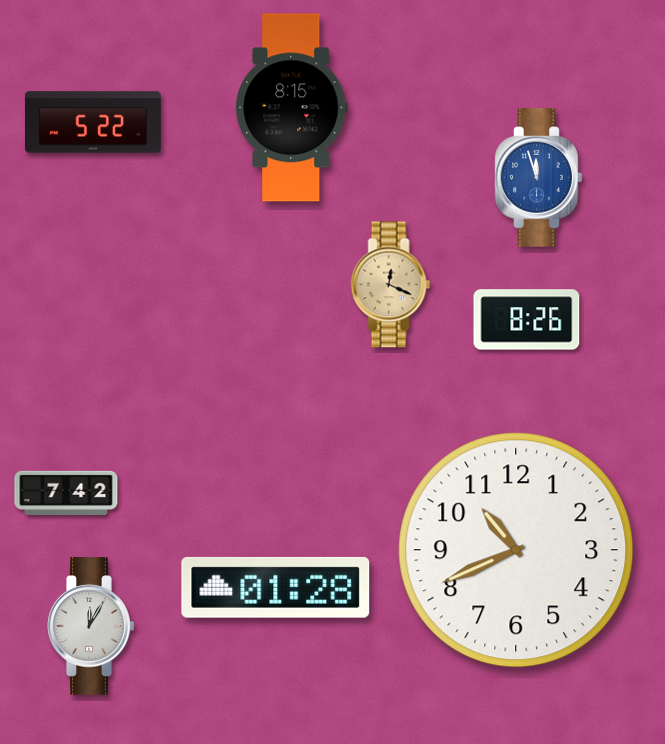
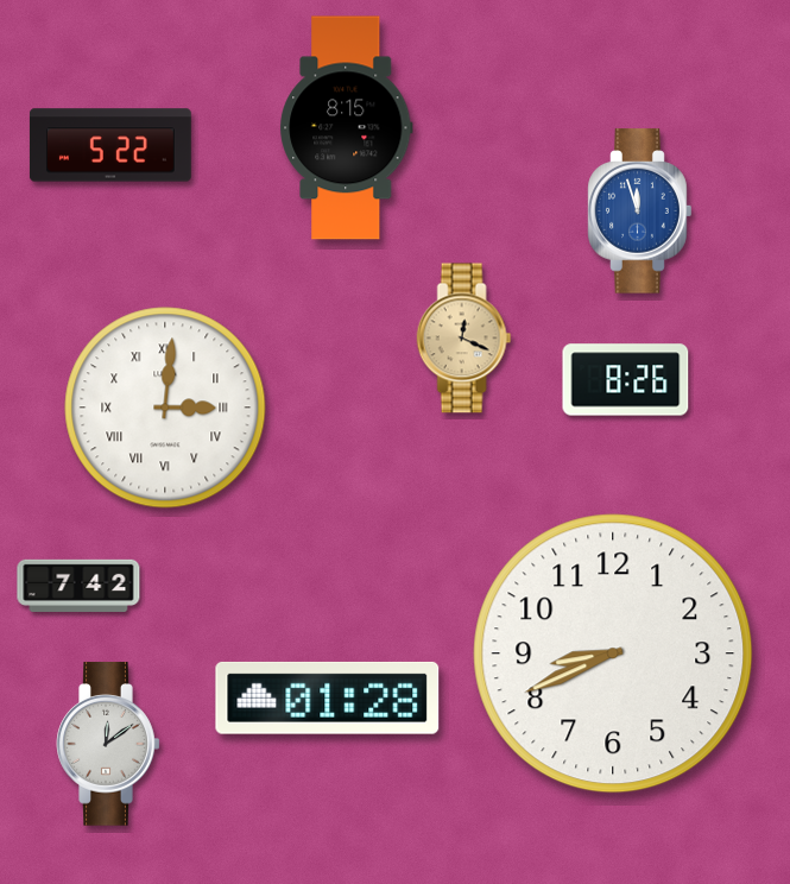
clock at (165, 408): none -> 3:01
clock at (516, 550): 10:41 -> 8:41
clock at (91, 626): 12:05 -> 12:09
